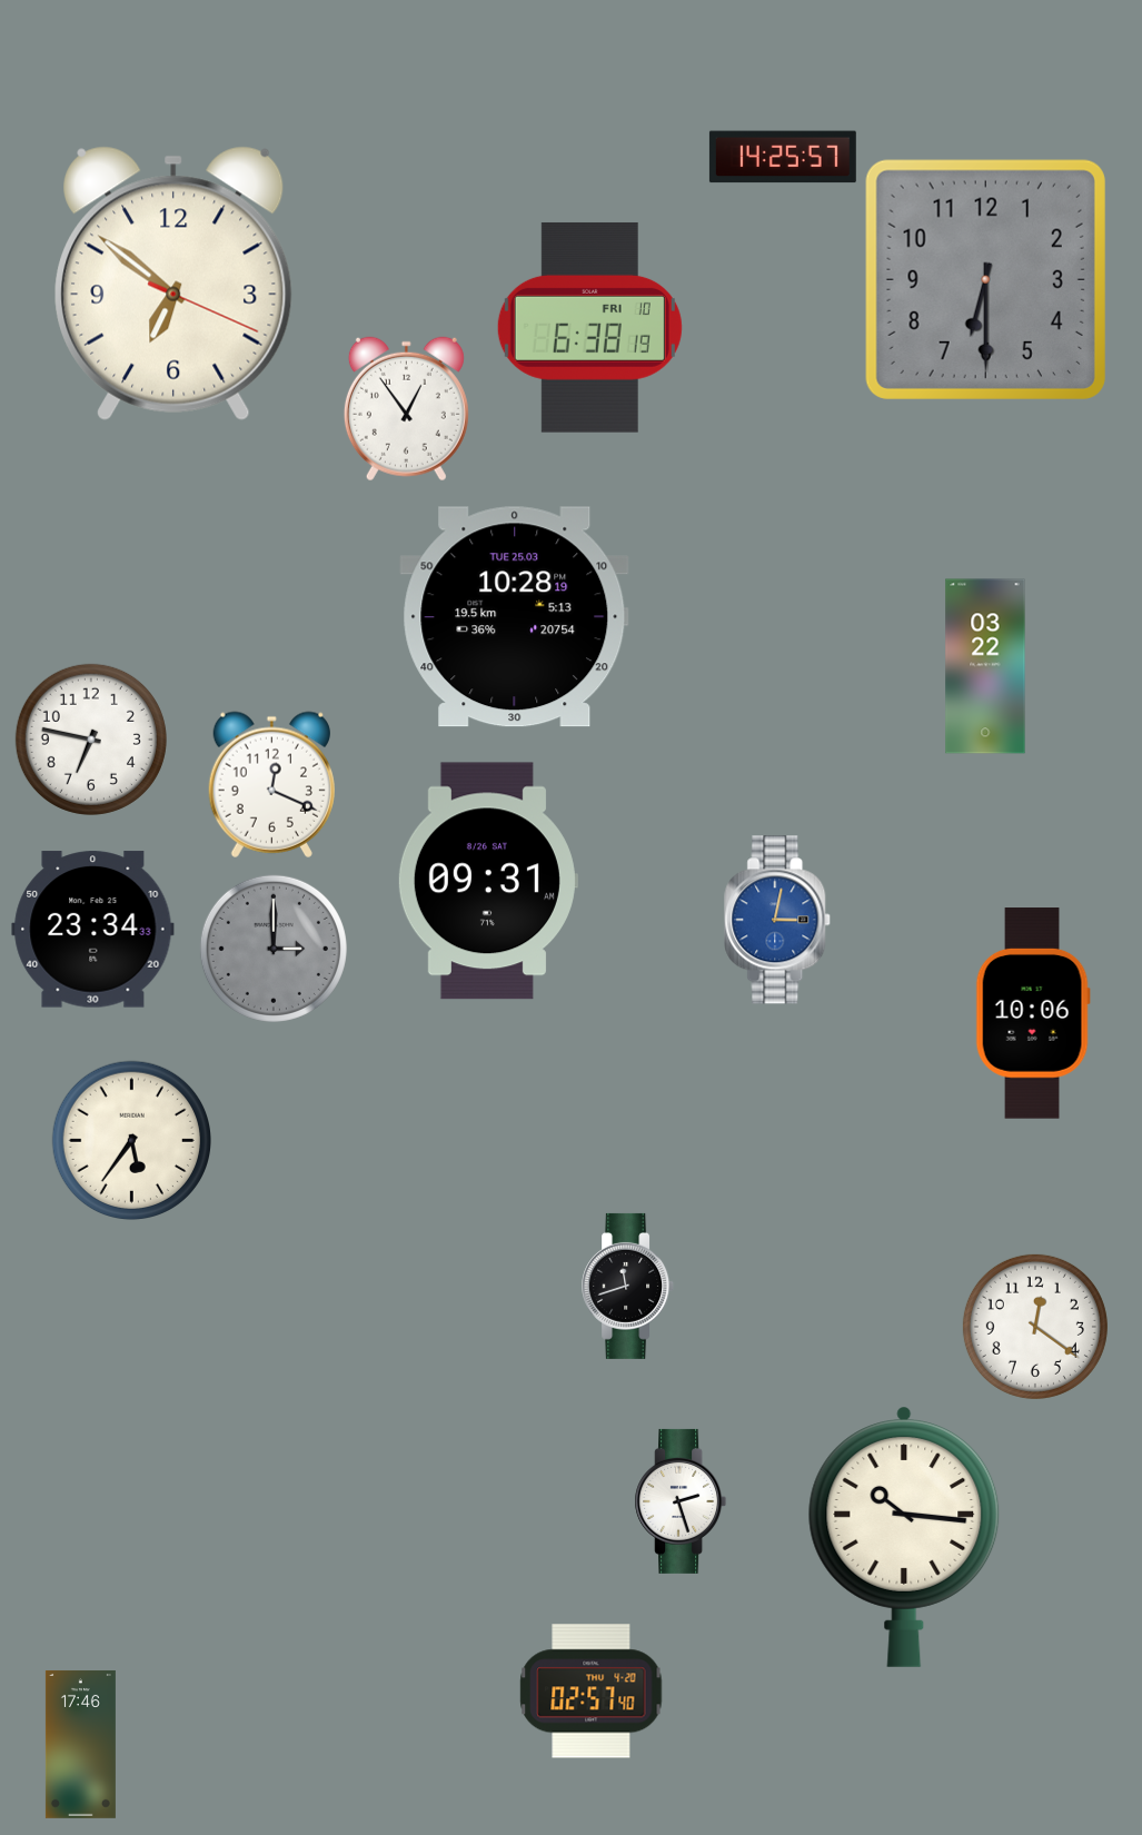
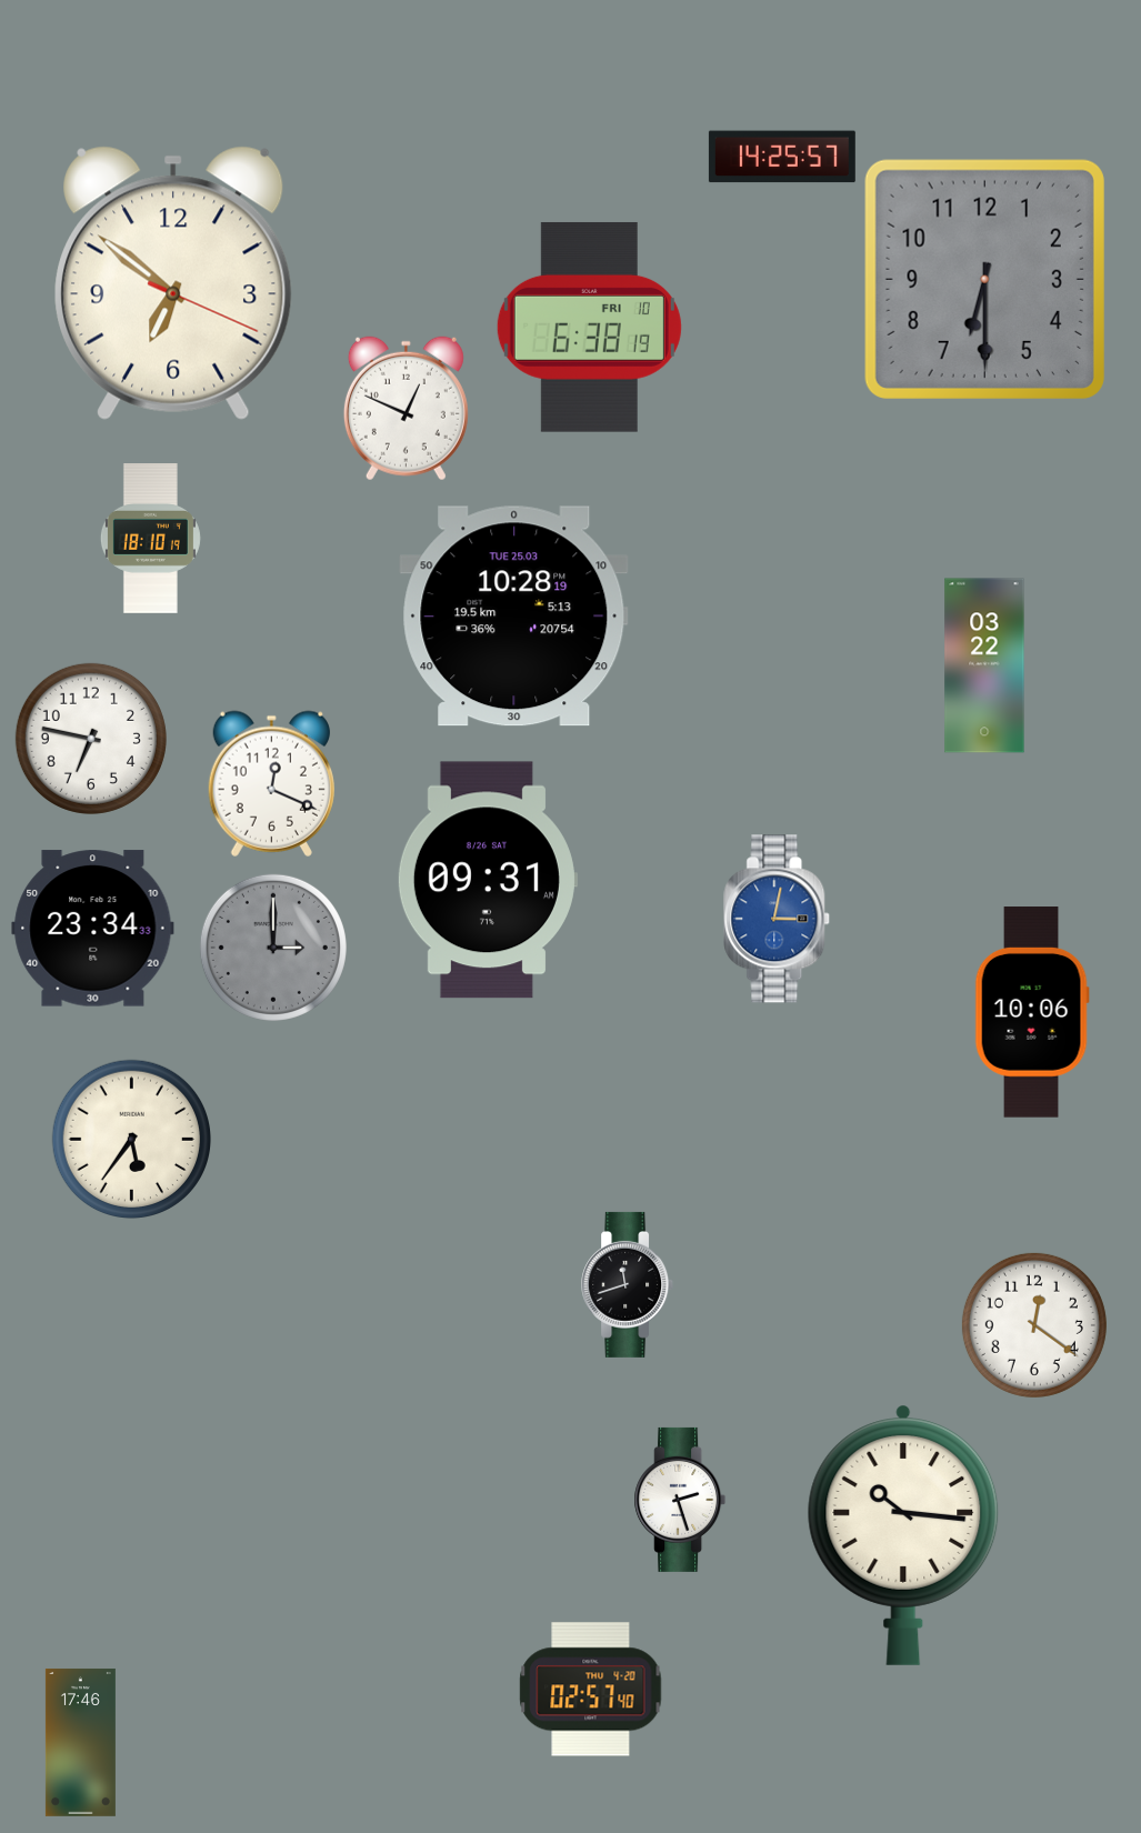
clock at (406, 409): 12:54 -> 12:49
clock at (150, 539): none -> 18:10
